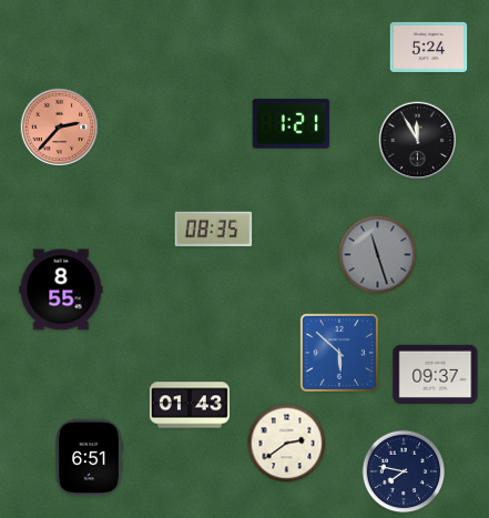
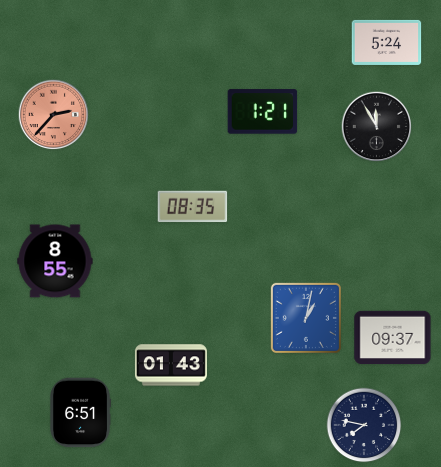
clock at (378, 255): 11:27 -> none
clock at (339, 353): 5:52 -> 1:02
clock at (287, 444): 2:39 -> none
